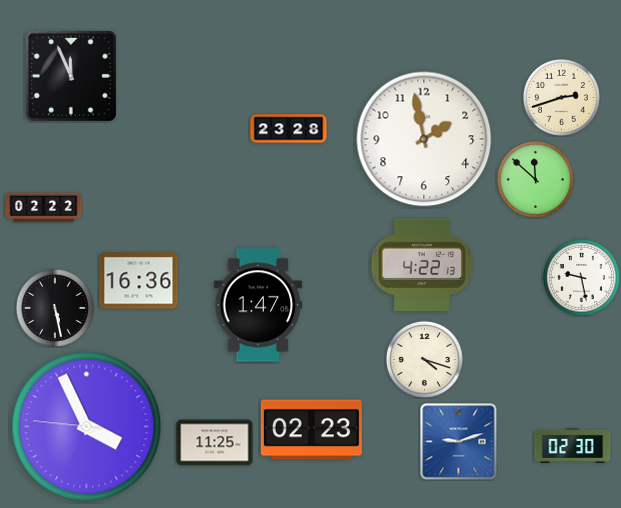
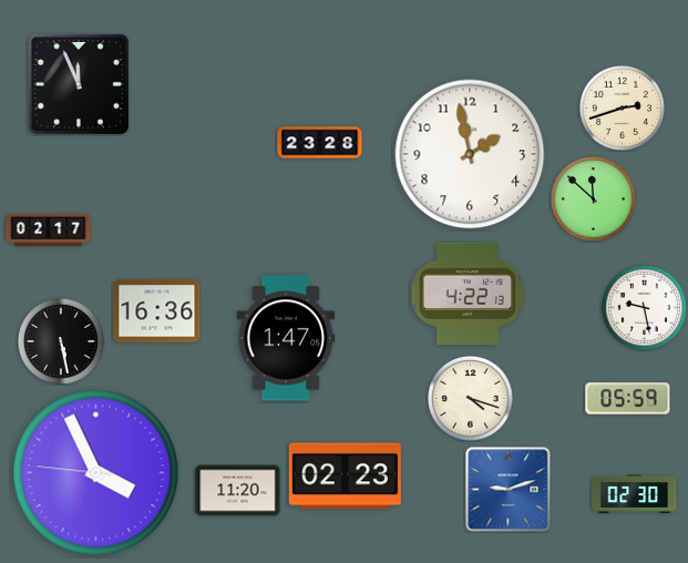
clock at (44, 208): 02:22 -> 02:17
clock at (139, 281) position: (139, 281) -> (157, 311)
clock at (628, 399): none -> 05:59
clock at (215, 443): 11:25 -> 11:20
